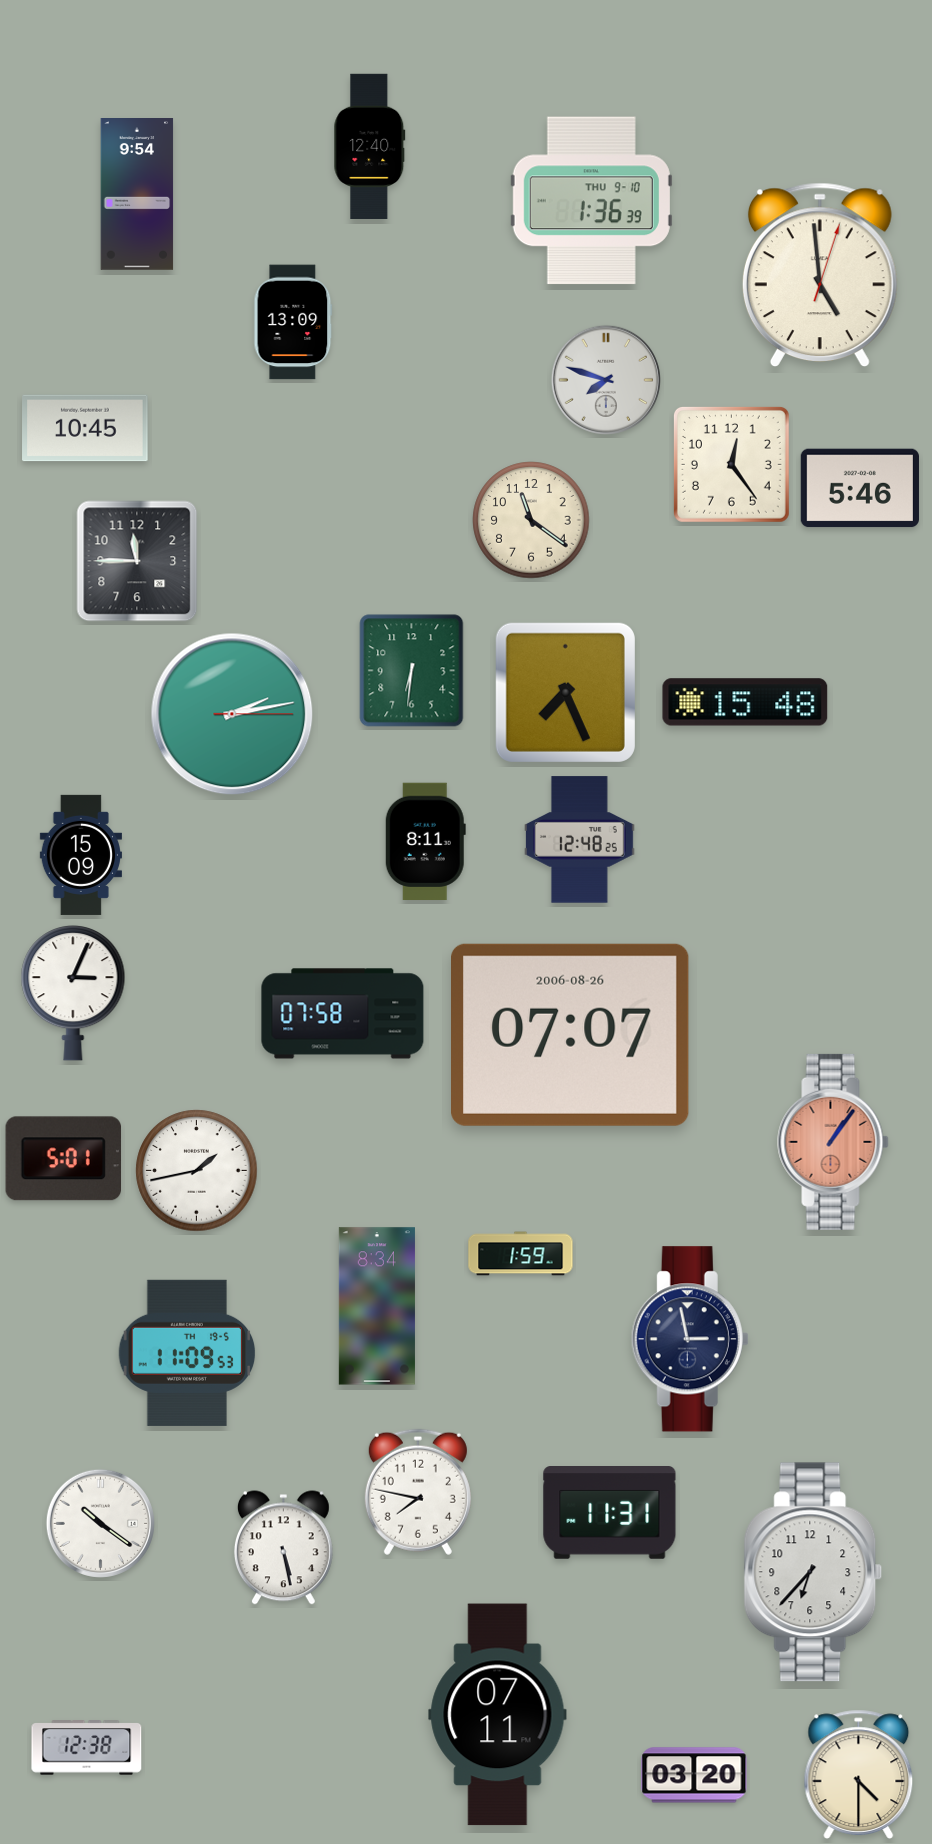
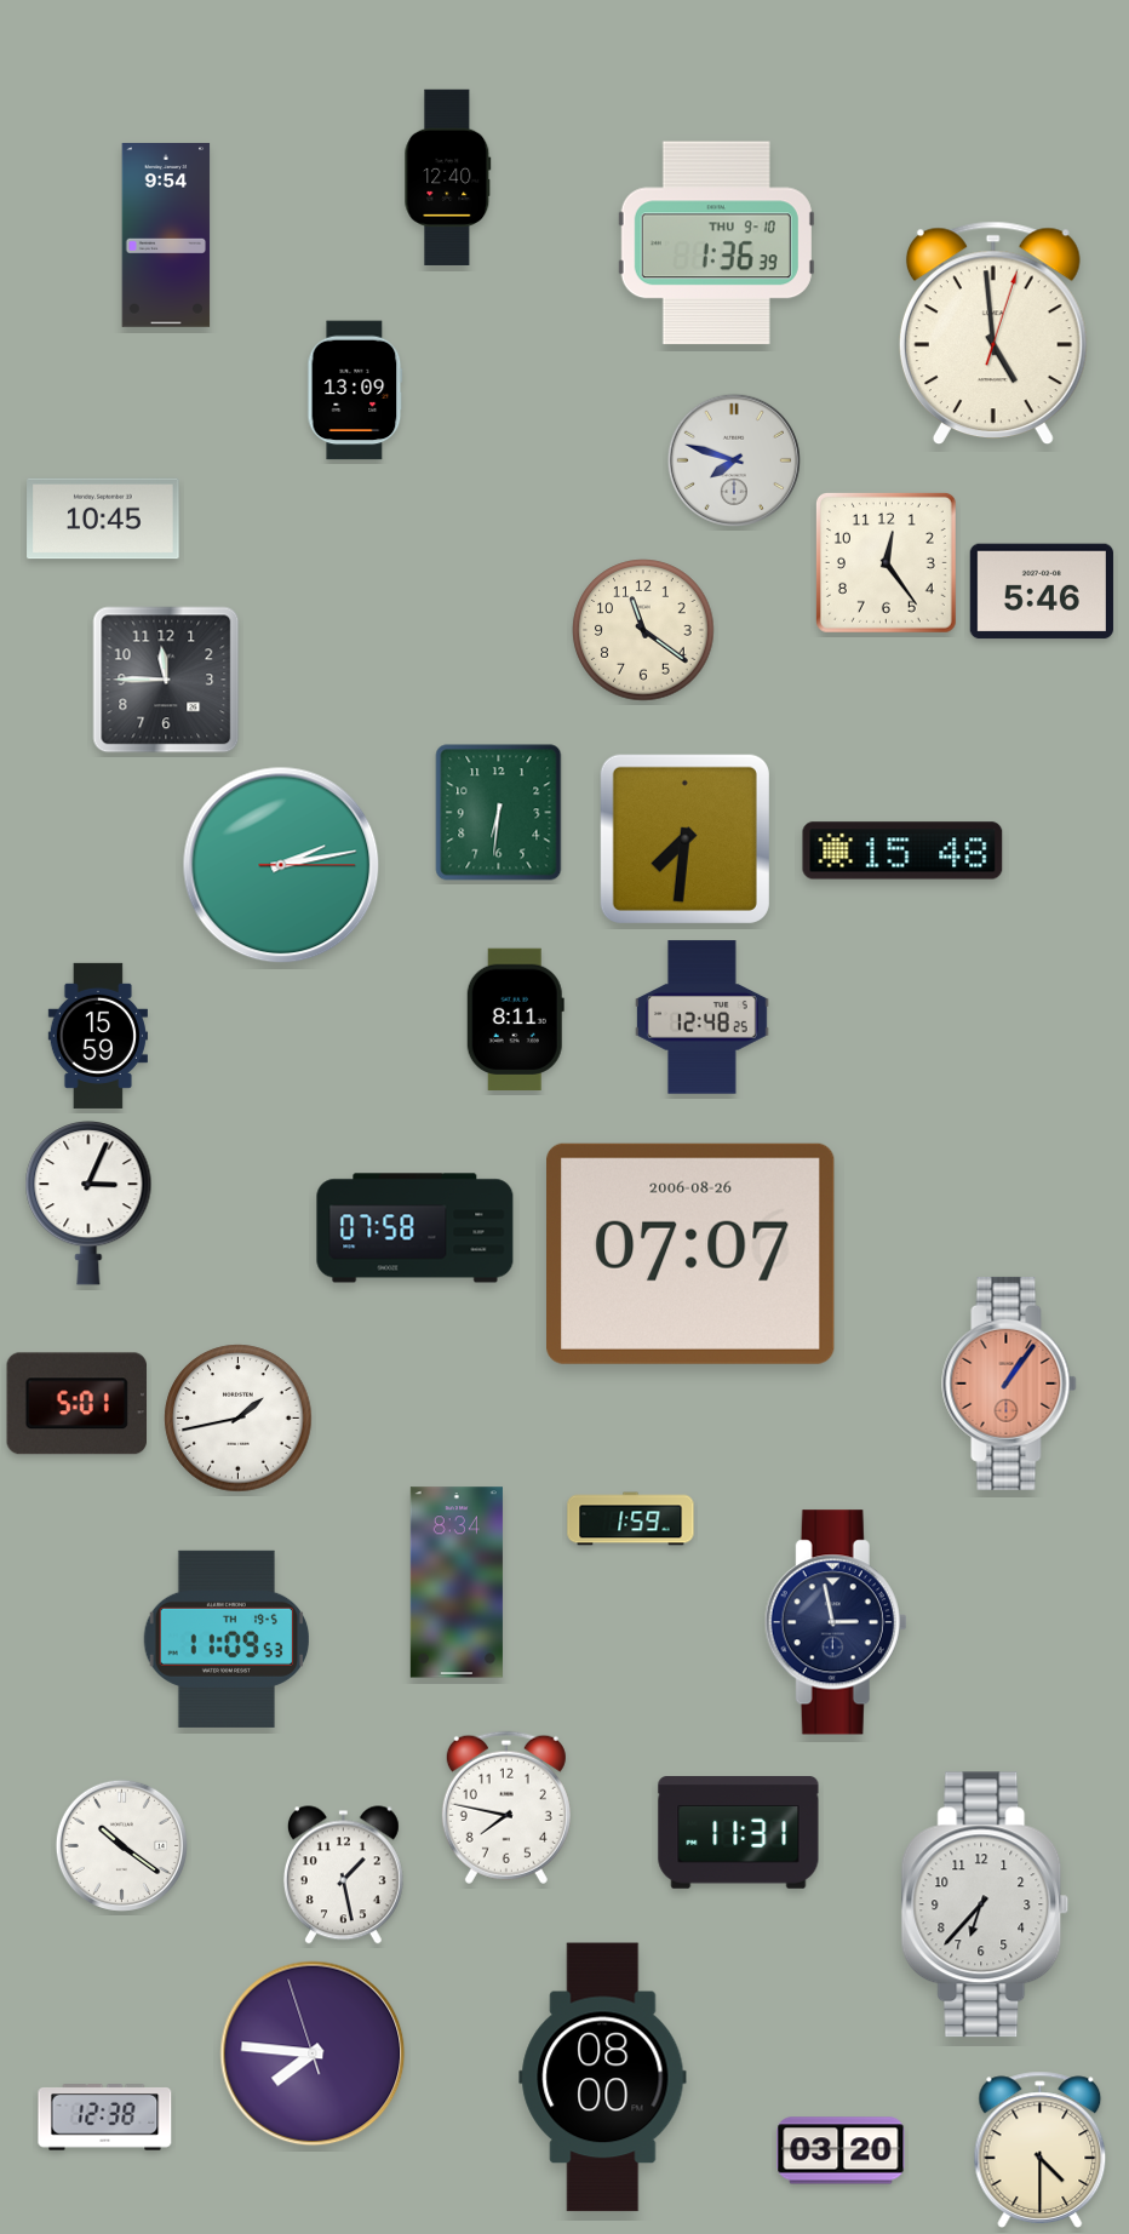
clock at (565, 692): 7:26 -> 7:31
clock at (81, 855): 15:09 -> 15:59
clock at (283, 1548): 5:28 -> 1:28
clock at (313, 2053): none -> 7:45
clock at (498, 1715): 07:11 -> 08:00
